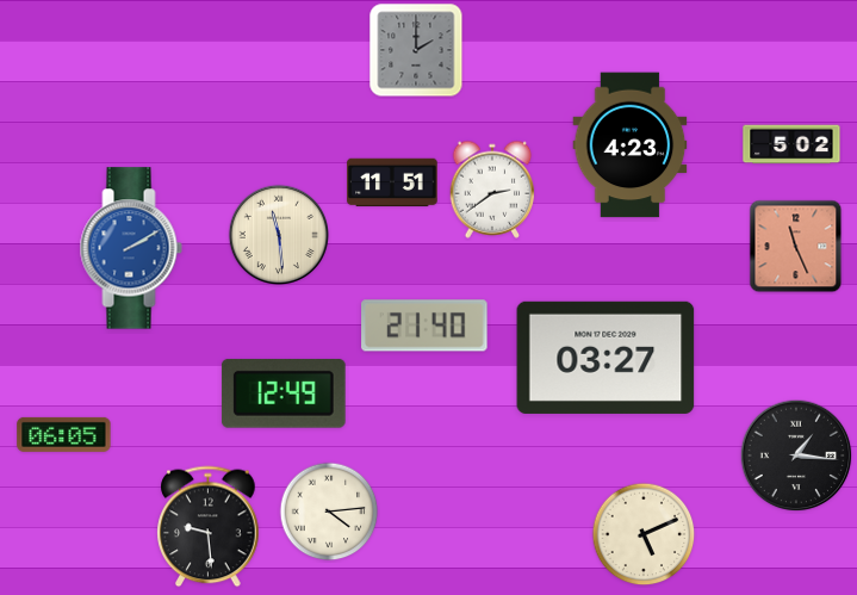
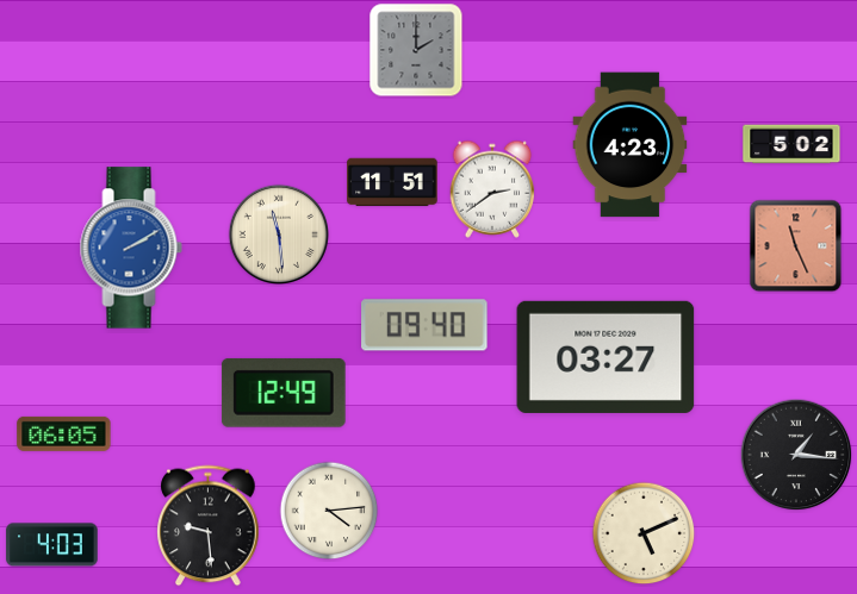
clock at (424, 326): 21:40 -> 09:40
clock at (52, 545): none -> 4:03
